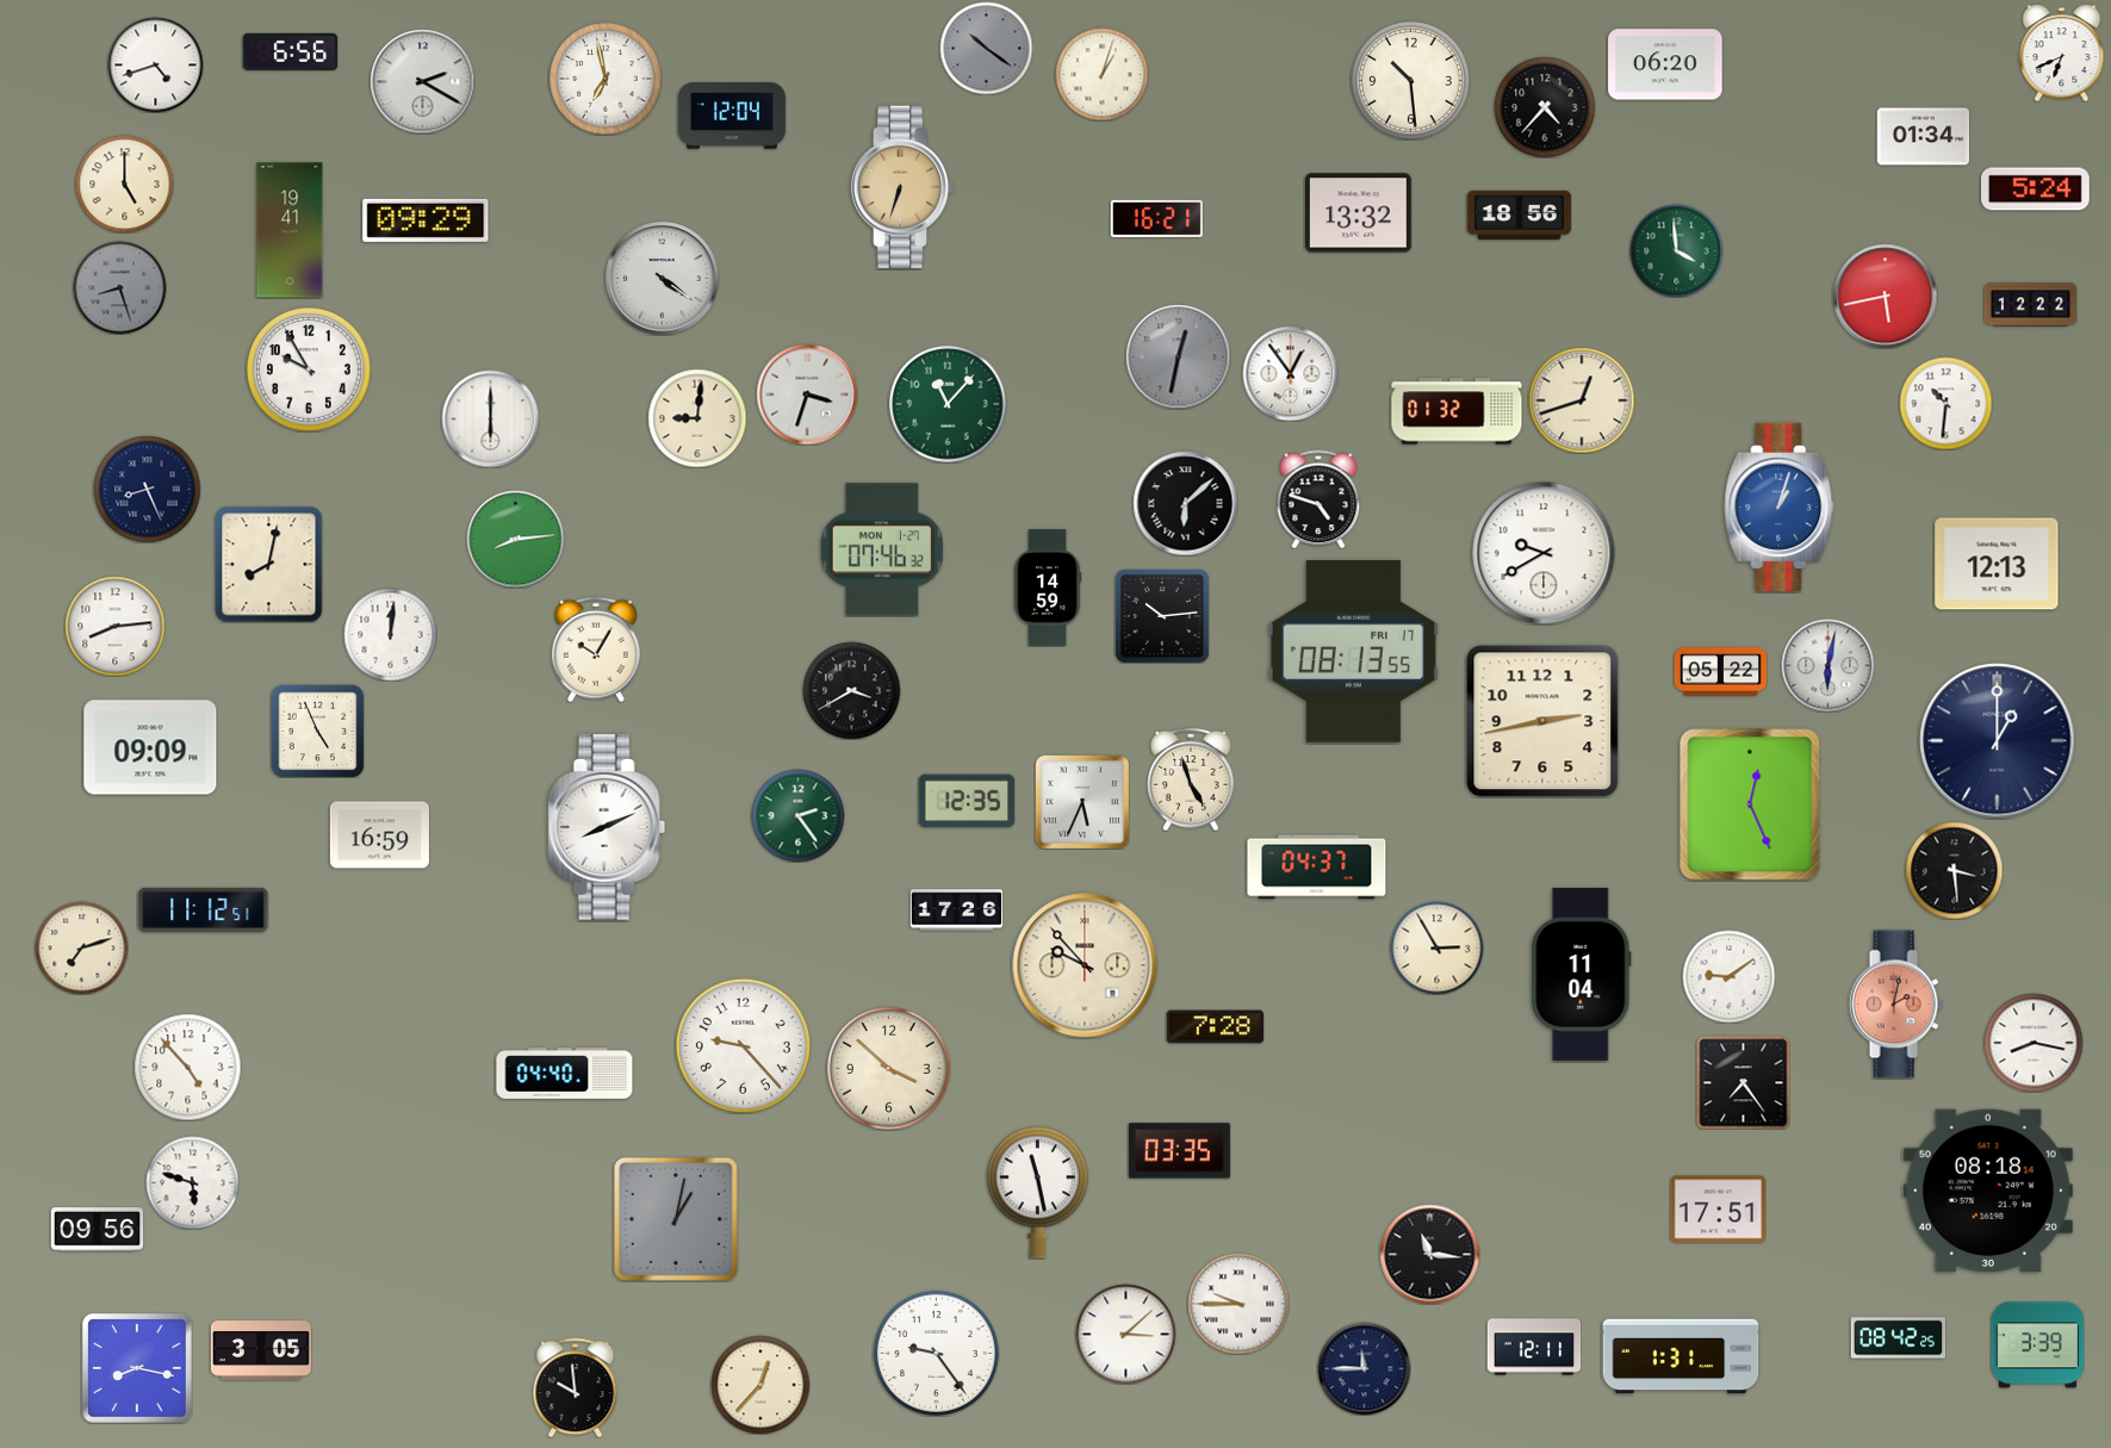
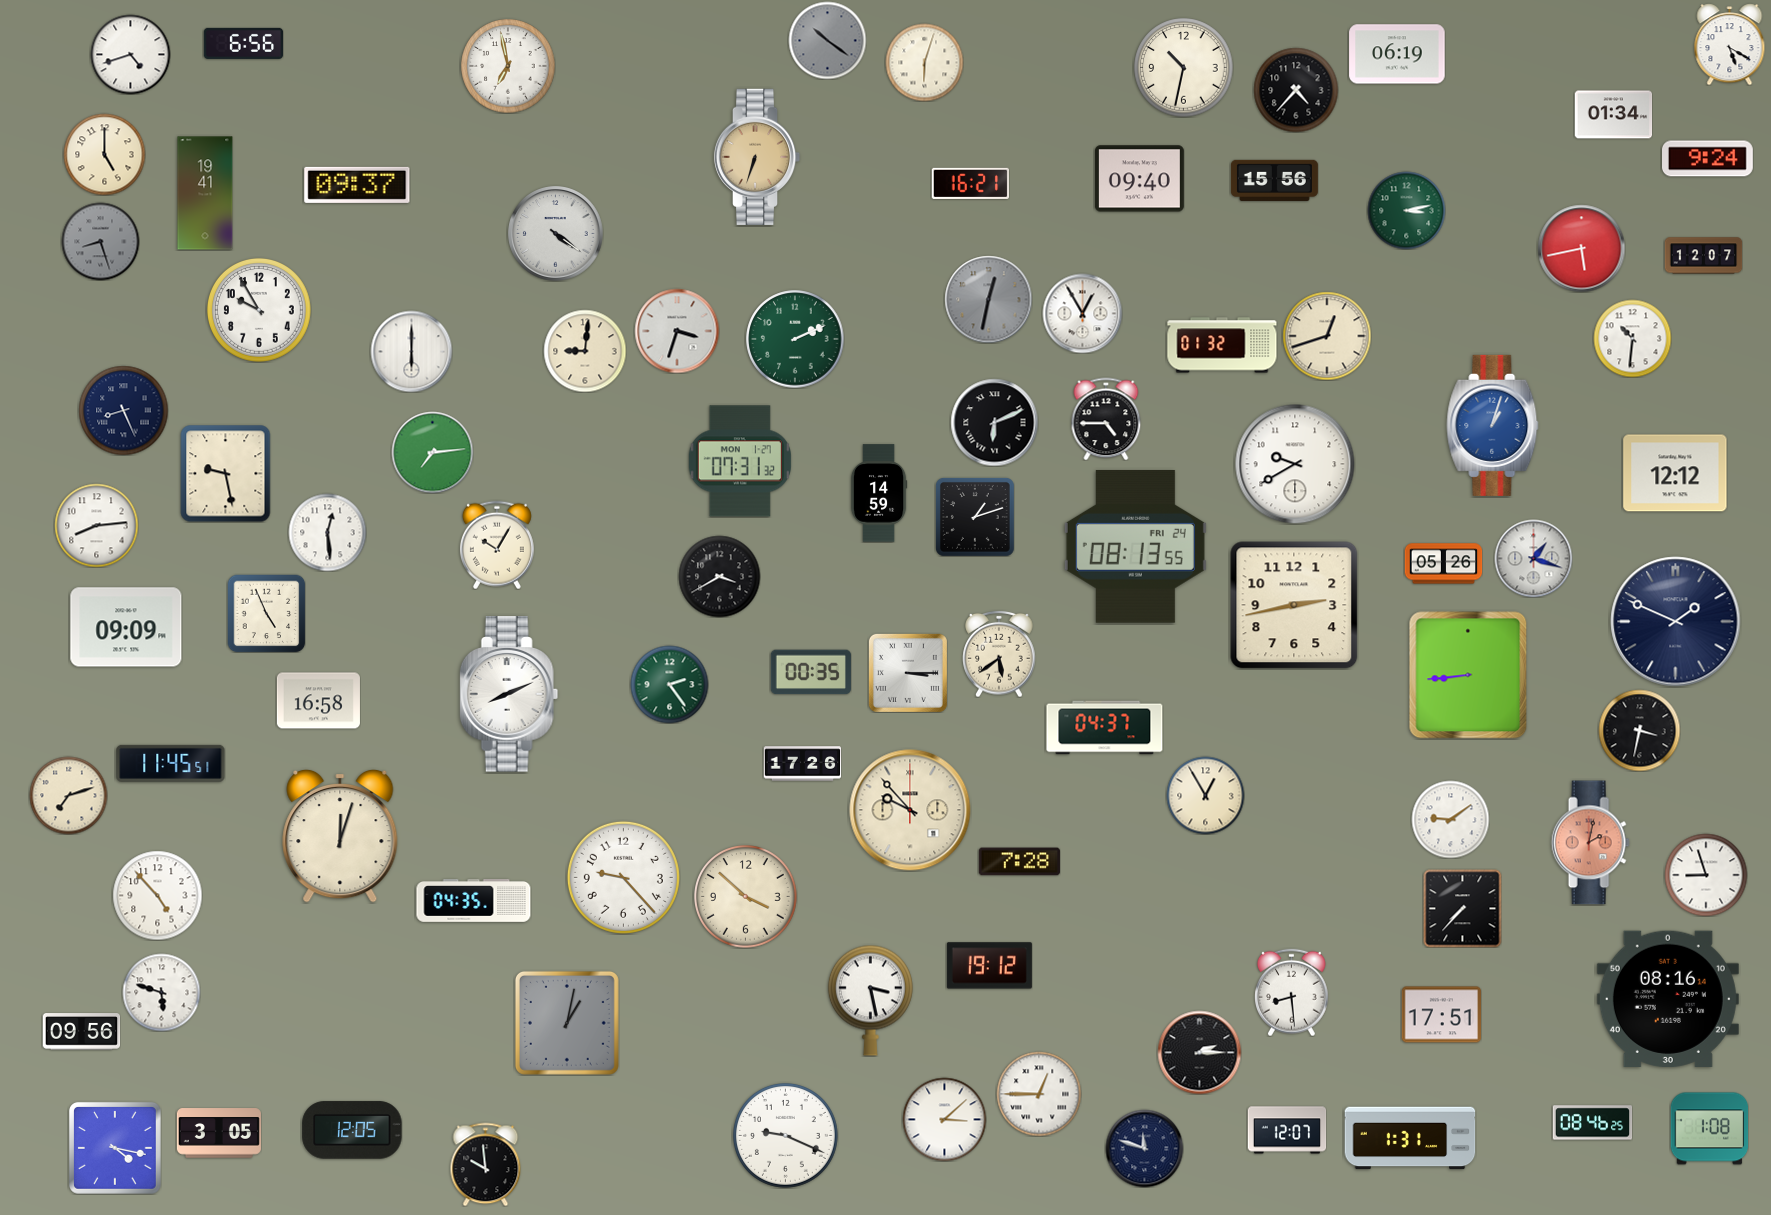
clock at (2062, 52): 6:41 -> 5:20
clock at (1665, 64): 06:20 -> 06:19
clock at (1101, 74): 1:03 -> 6:03
clock at (422, 81): 2:20 -> none
clock at (1411, 81): 10:29 -> 10:32
clock at (733, 116): 12:04 -> none
clock at (2036, 189): 5:24 -> 9:24
clock at (1358, 213): 13:32 -> 09:40
clock at (1519, 215): 18:56 -> 15:56
clock at (426, 220): 09:29 -> 09:37
clock at (290, 230) position: (290, 230) -> (205, 193)
clock at (1676, 250): 3:59 -> 3:13
clock at (2030, 305): 12:22 -> 12:07
clock at (1290, 373): 12:54 -> 12:55
clock at (948, 404): 11:07 -> 2:11
clock at (1318, 499): 4:48 -> 4:45
clock at (1185, 503): 6:08 -> 6:11
clock at (515, 539): 8:14 -> 7:14
clock at (882, 549): 07:46 -> 07:31
clock at (269, 564): 8:02 -> 9:28
clock at (1997, 564): 12:13 -> 12:12
clock at (1162, 616): 10:14 -> 1:12
clock at (390, 634): 12:01 -> 12:29
clock at (596, 650) position: (596, 650) -> (497, 545)
clock at (1353, 652) date: FRI 17 -> FRI 24
clock at (1827, 665): 6:02 -> 1:18
clock at (1720, 672): 05:22 -> 05:26
clock at (851, 690) position: (851, 690) -> (719, 576)
clock at (1998, 741): 1:00 -> 1:49
clock at (1191, 779): 4:57 -> 5:39
clock at (967, 801): 12:35 -> 00:35
clock at (1082, 802): 5:34 -> 3:15
clock at (1750, 804): 12:26 -> 8:44
clock at (379, 835): 16:59 -> 16:58
clock at (1954, 870): 3:29 -> 3:32
clock at (204, 909): 11:12 -> 11:45
clock at (1436, 947): 2:55 -> 12:55
clock at (1582, 974): 11:04 -> none
clock at (340, 836): none -> 12:03
clock at (2034, 1043): 8:17 -> 8:57
clock at (565, 1074): 04:40 -> 04:35
clock at (1743, 1082): 7:24 -> 7:37
clock at (1179, 1151): 03:35 -> 19:12
clock at (1291, 992): none -> 8:29
clock at (1988, 1191): 08:18 -> 08:16
clock at (1037, 1192): 11:28 -> 3:28
clock at (1429, 1254): 11:16 -> 2:15
clock at (1238, 1304): 9:45 -> 12:45
clock at (1898, 1338): 08:42 -> 08:46
clock at (2037, 1346): 3:39 -> 1:08
clock at (352, 1130): none -> 12:05
clock at (1534, 1347): 12:11 -> 12:07
clock at (936, 1353): 9:24 -> 9:19
clock at (137, 1368): 8:17 -> 4:17
clock at (1364, 1368): 11:45 -> 11:48
clock at (760, 1385): 12:37 -> none
clock at (576, 1387) position: (576, 1387) -> (486, 1164)
